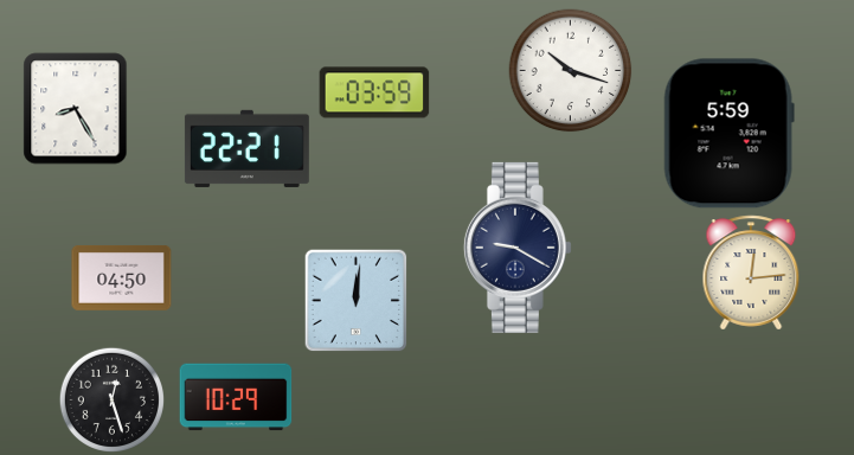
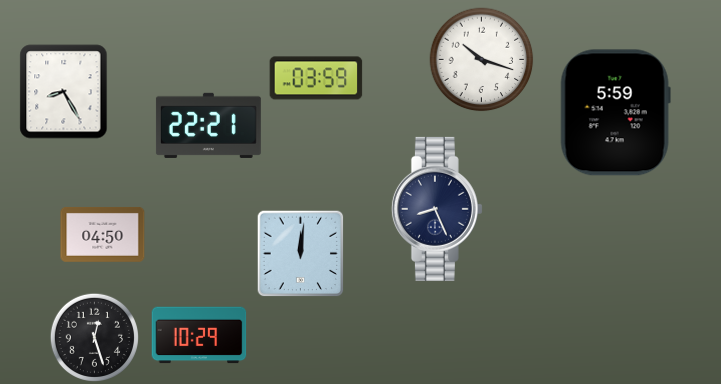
clock at (518, 248): 9:20 -> 8:26
clock at (751, 273): 12:14 -> none
